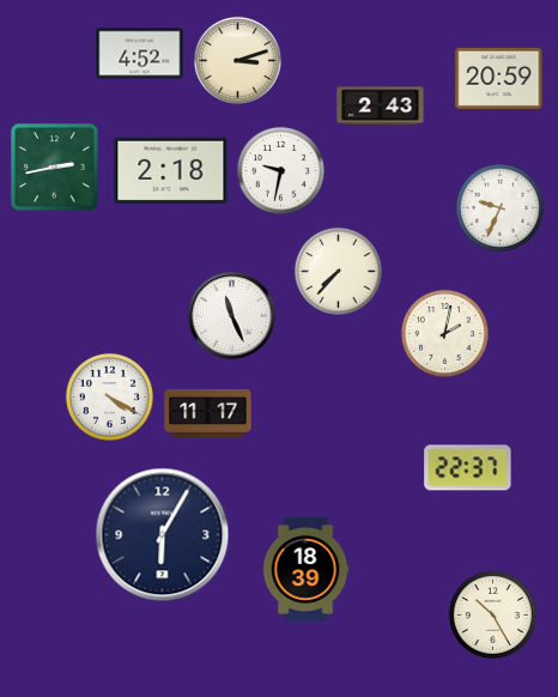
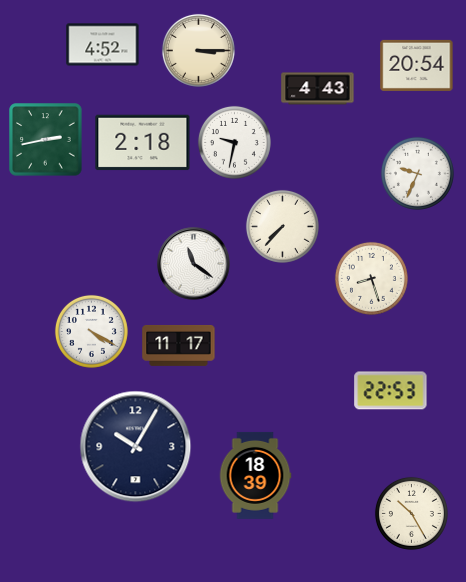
clock at (140, 54) position: (140, 54) -> (103, 45)
clock at (237, 60): 3:12 -> 3:15
clock at (499, 78): 20:59 -> 20:54
clock at (381, 107): 2:43 -> 4:43
clock at (232, 316): 11:26 -> 11:21
clock at (444, 333): 2:02 -> 8:27
clock at (208, 413) position: (208, 413) -> (179, 345)
clock at (468, 468): 22:37 -> 22:53
clock at (163, 535): 6:05 -> 10:05
